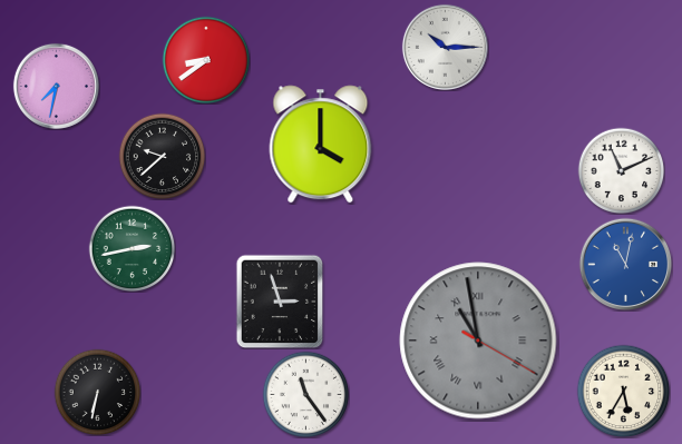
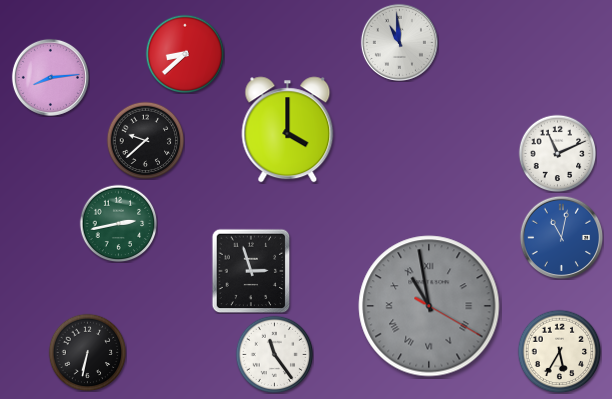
clock at (445, 47): 10:15 -> 10:59
clock at (206, 60): 8:39 -> 8:38
clock at (56, 86): 7:32 -> 8:14
